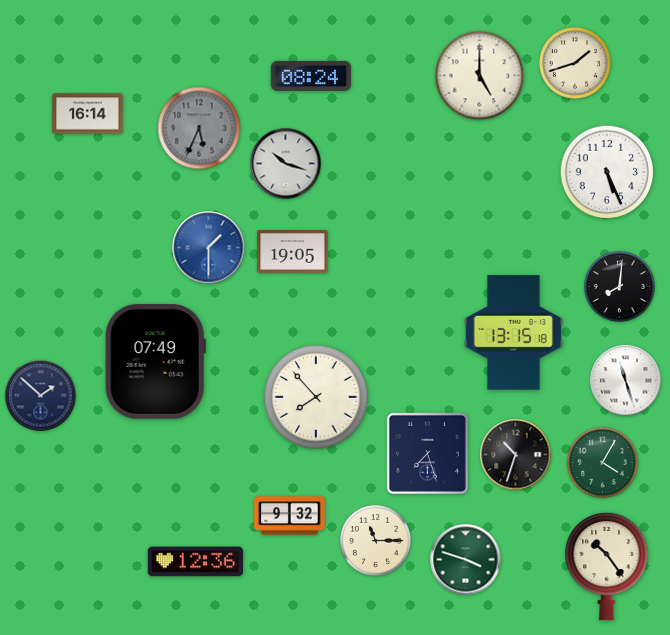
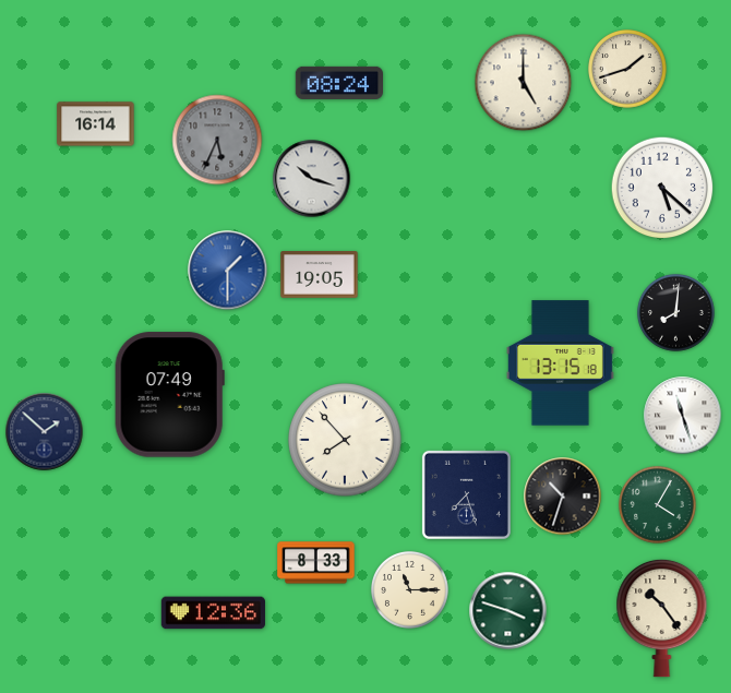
clock at (607, 172): 5:26 -> 5:22
clock at (316, 397) position: (316, 397) -> (345, 440)
clock at (290, 516): 9:32 -> 8:33
